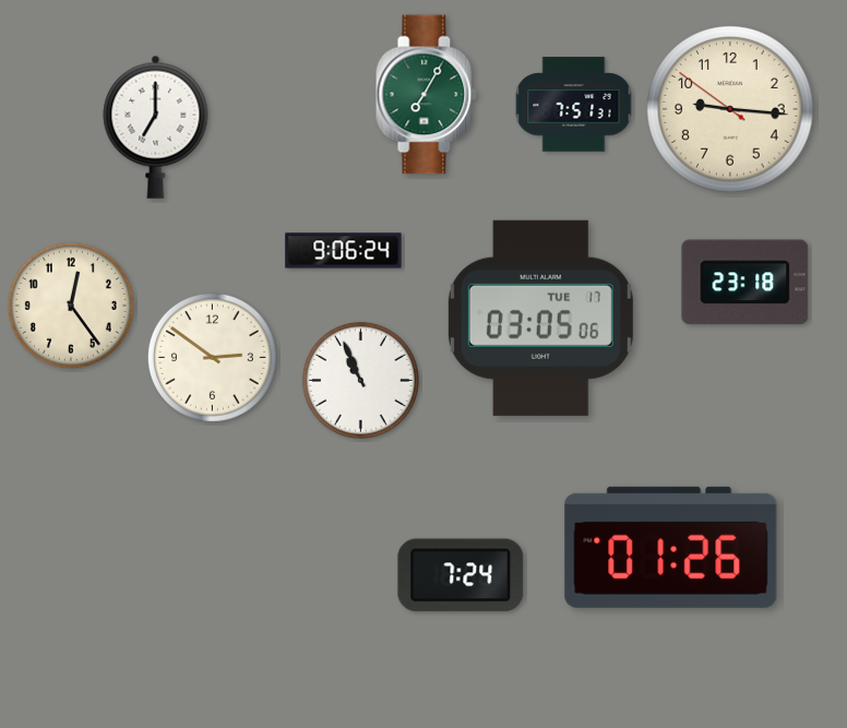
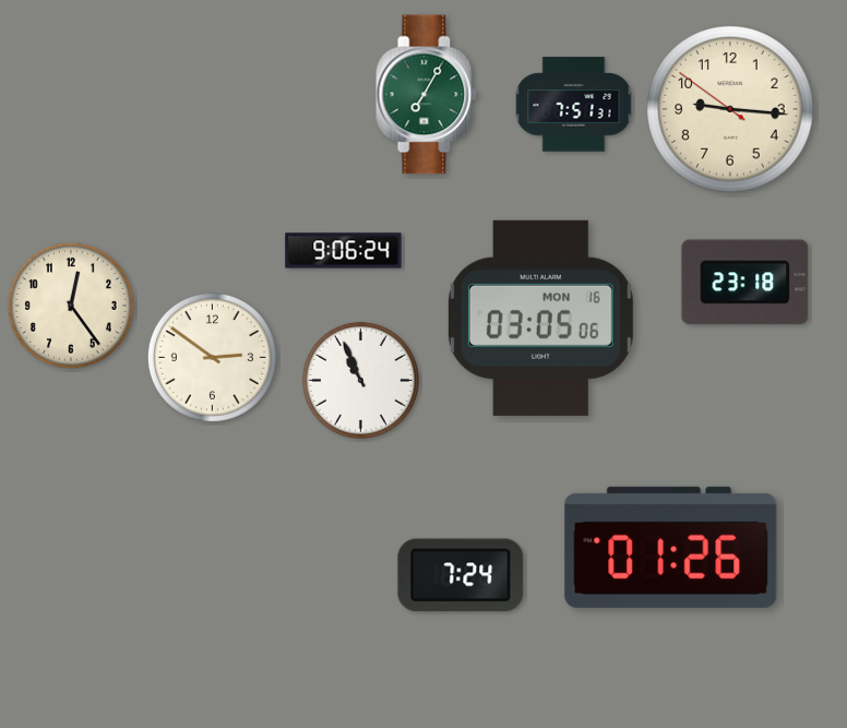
clock at (156, 127): 7:00 -> none
clock at (540, 318) date: TUE 17 -> MON 16
